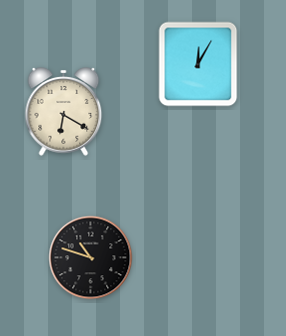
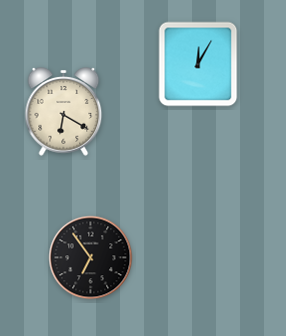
clock at (91, 258): 10:48 -> 6:54
